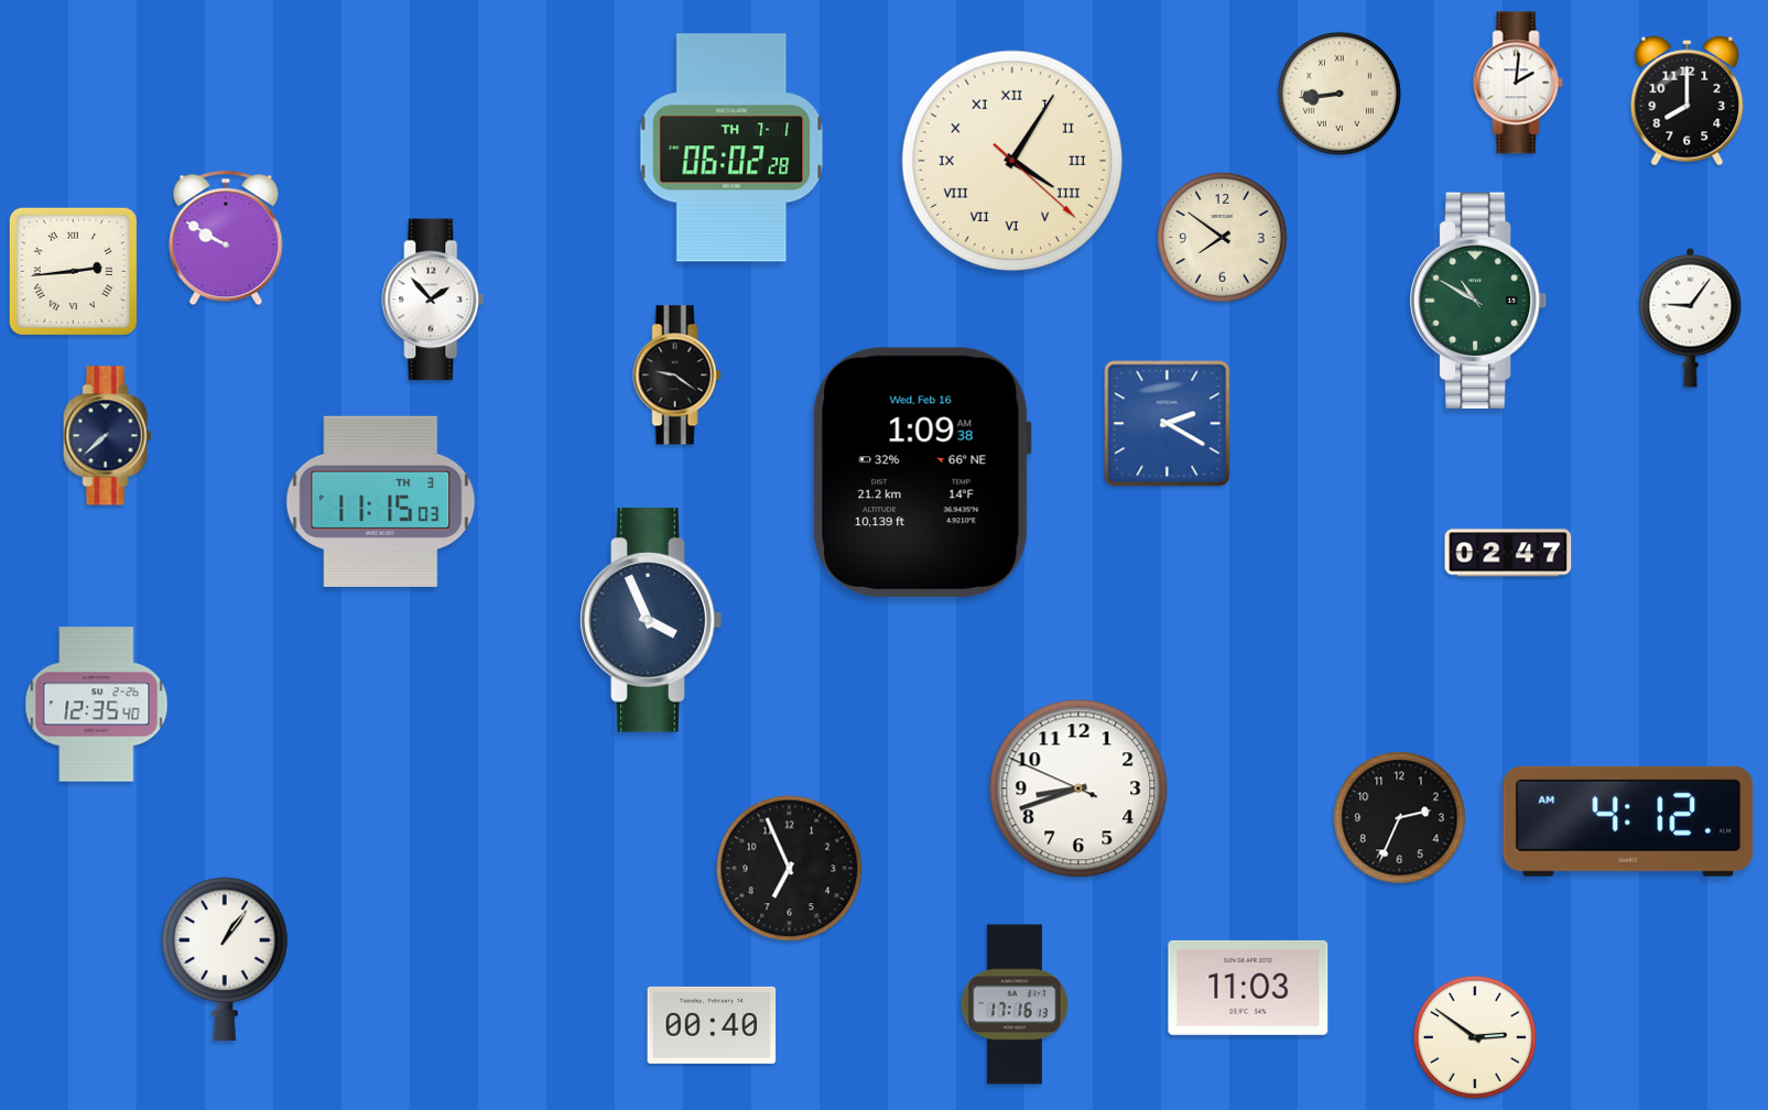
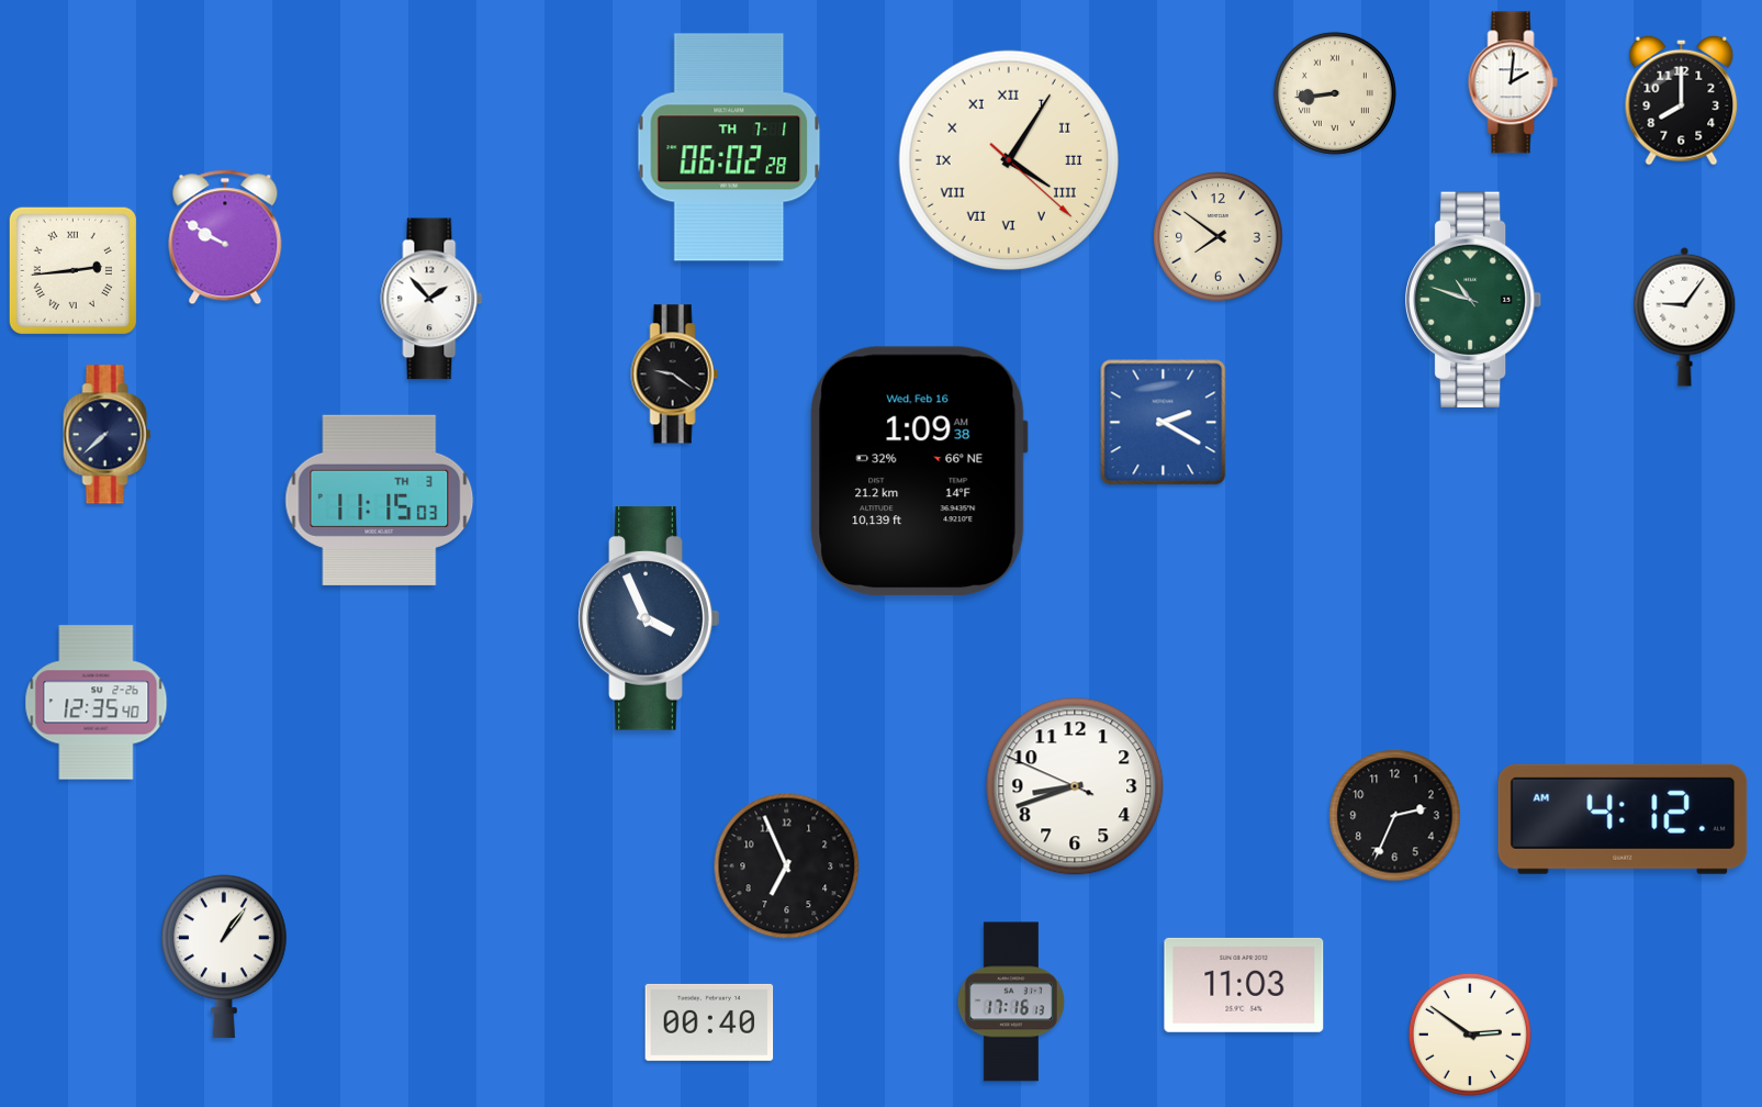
clock at (1479, 300): 10:50 -> 10:48
clock at (1508, 553): 02:47 -> none
